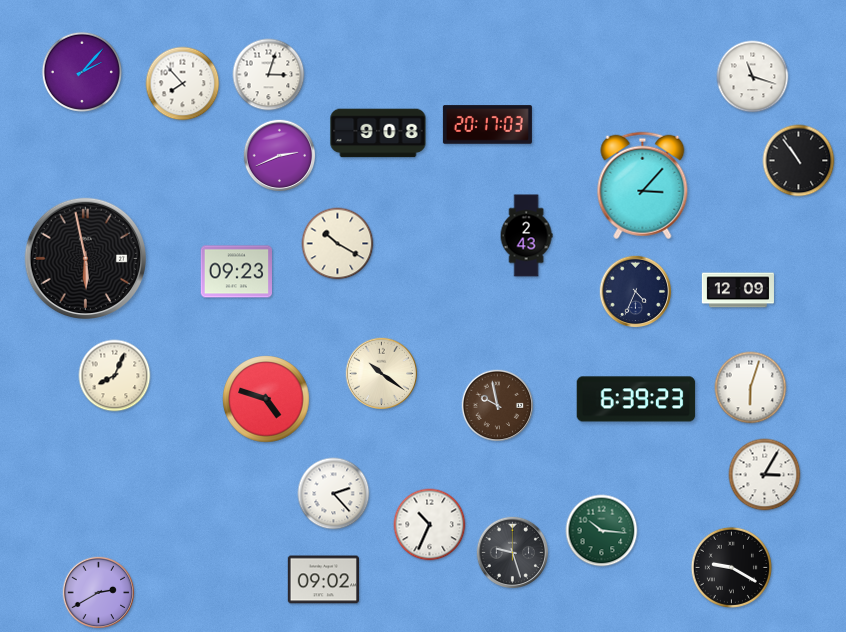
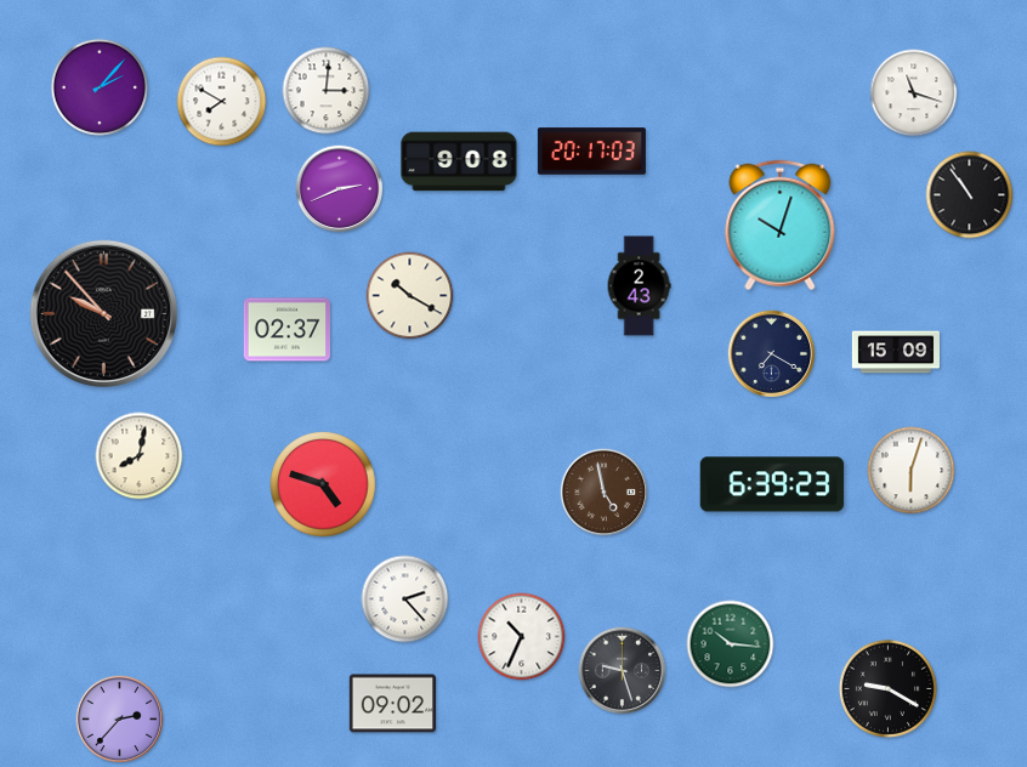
clock at (269, 75): 3:03 -> 3:01
clock at (183, 84): 7:53 -> 7:50
clock at (643, 186): 3:07 -> 10:03
clock at (85, 258): 5:58 -> 9:53
clock at (236, 272): 09:23 -> 02:37
clock at (738, 290): 12:09 -> 15:09
clock at (636, 292): 4:34 -> 7:20
clock at (382, 374): 10:21 -> none
clock at (115, 376): 8:04 -> 8:02
clock at (498, 406): 9:58 -> 4:58
clock at (765, 475): 3:05 -> none
clock at (99, 593): 2:40 -> 2:37
